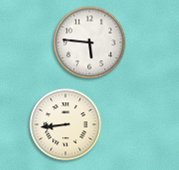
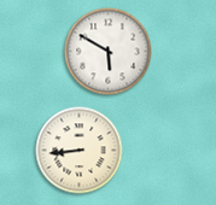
clock at (90, 43): 5:46 -> 5:50
